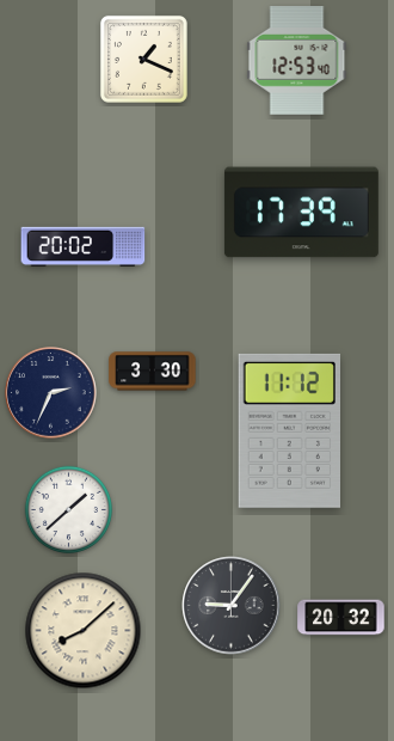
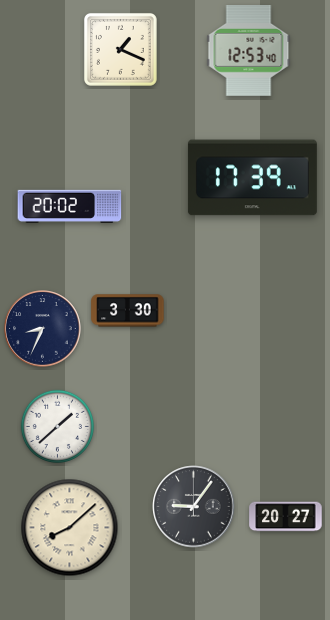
clock at (51, 393): 2:34 -> 8:34
clock at (289, 430): 11:12 -> none
clock at (341, 618): 20:32 -> 20:27
